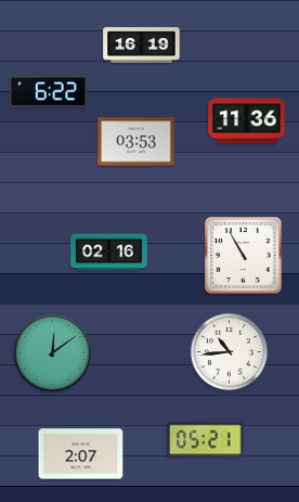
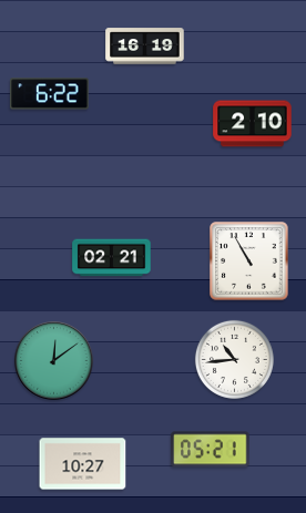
clock at (247, 121): 11:36 -> 2:10
clock at (136, 142): 03:53 -> none
clock at (109, 253): 02:16 -> 02:21
clock at (81, 454): 2:07 -> 10:27
